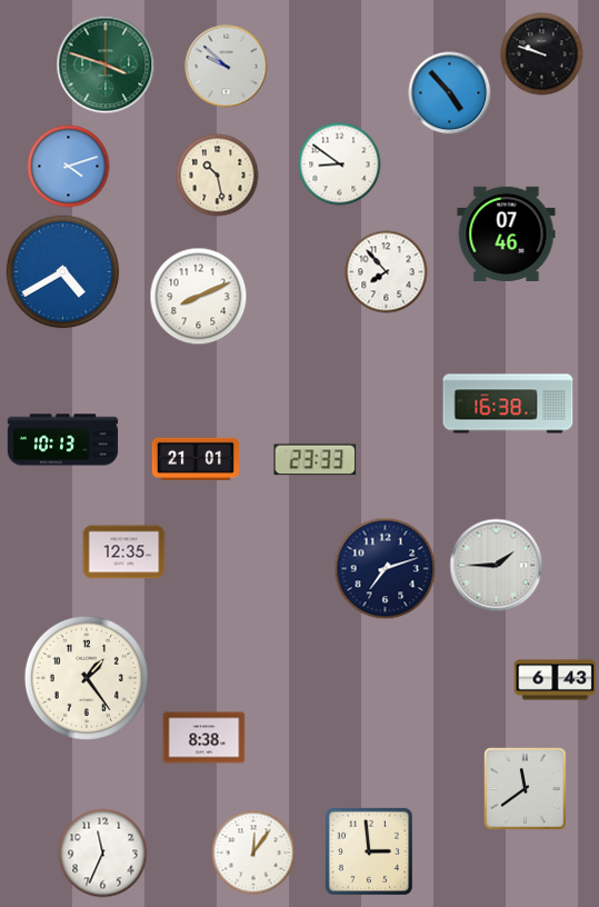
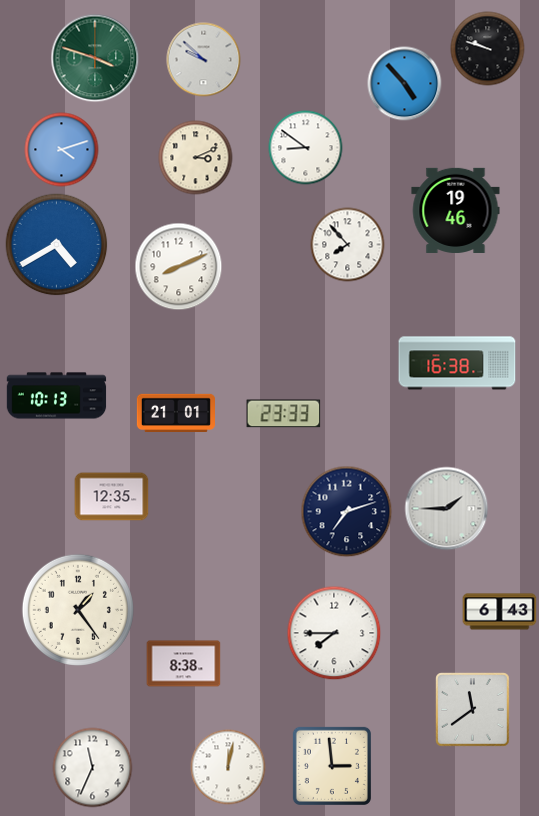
clock at (218, 176): 10:28 -> 3:11
clock at (507, 233): 07:46 -> 19:46
clock at (334, 633): none -> 7:45
clock at (253, 853): 12:06 -> 12:02
